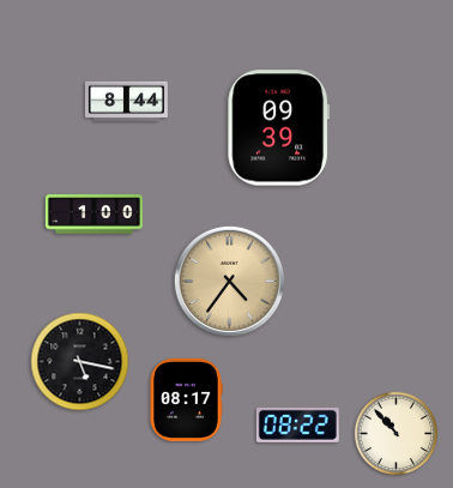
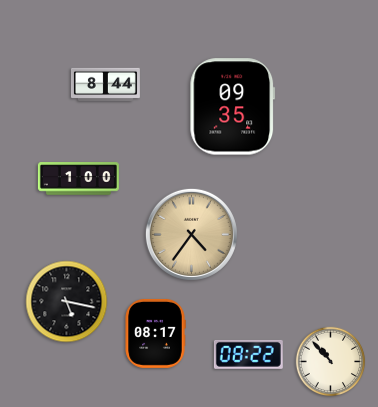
clock at (279, 128): 09:39 -> 09:35
